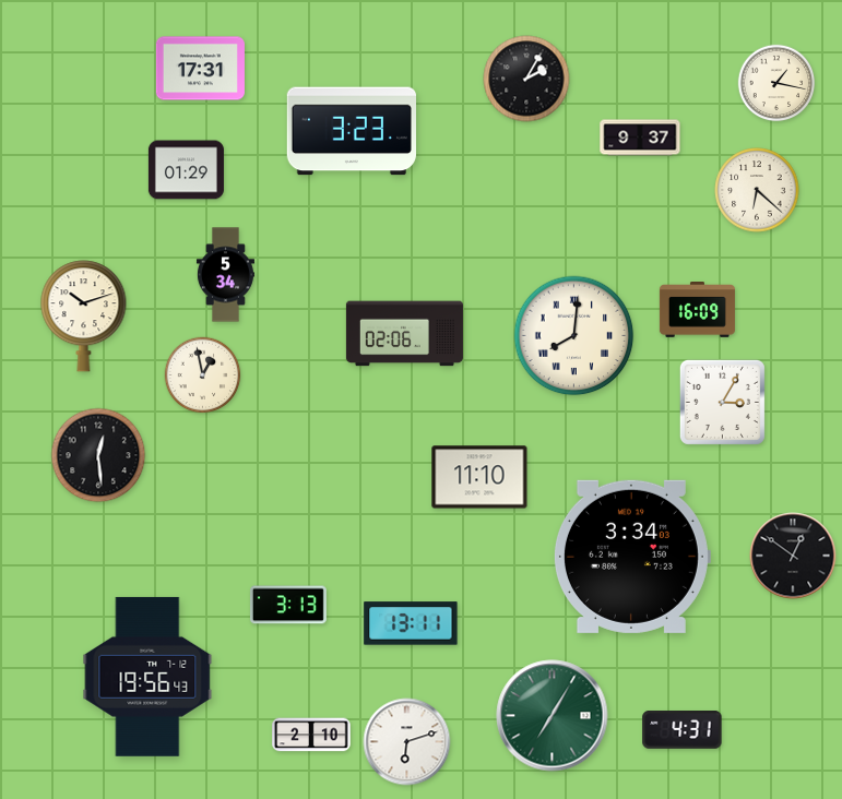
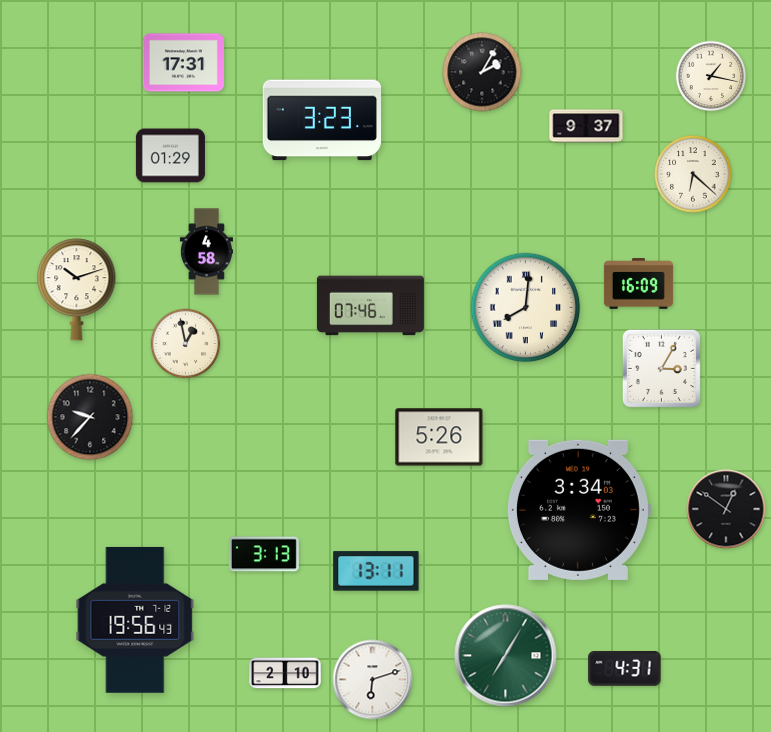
clock at (225, 275): 5:34 -> 4:58
clock at (404, 334): 02:06 -> 07:46
clock at (98, 455): 12:29 -> 9:37
clock at (479, 477): 11:10 -> 5:26
